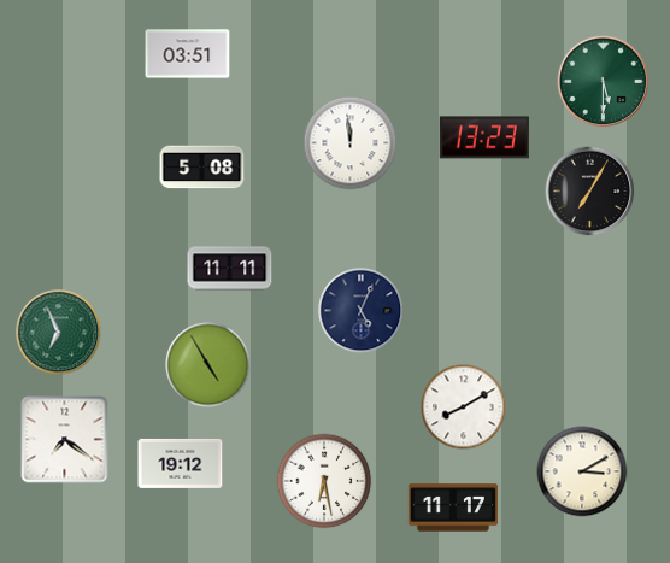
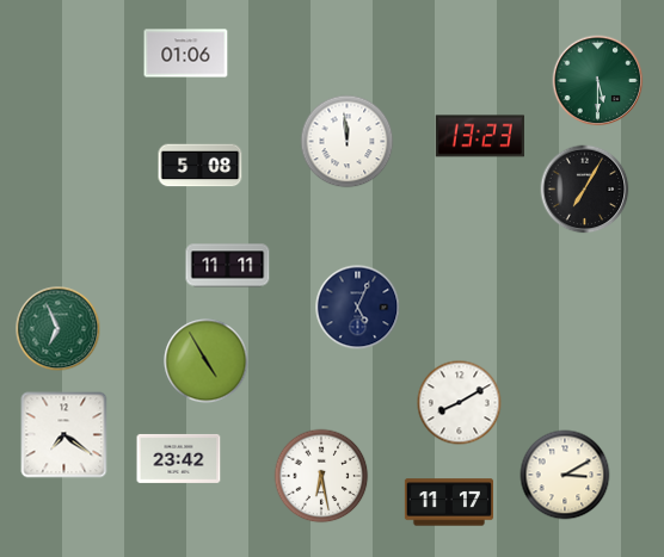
clock at (188, 54): 03:51 -> 01:06
clock at (181, 463): 19:12 -> 23:42
clock at (582, 471) position: (582, 471) -> (565, 475)
